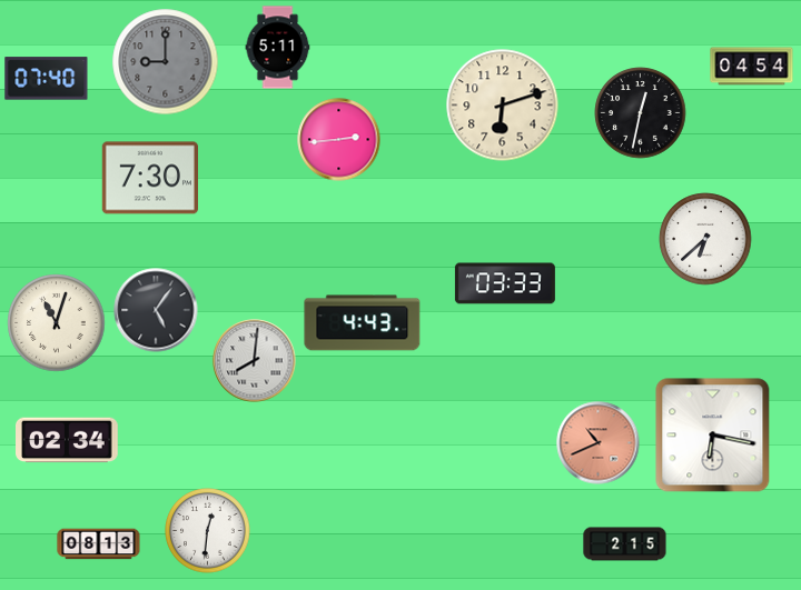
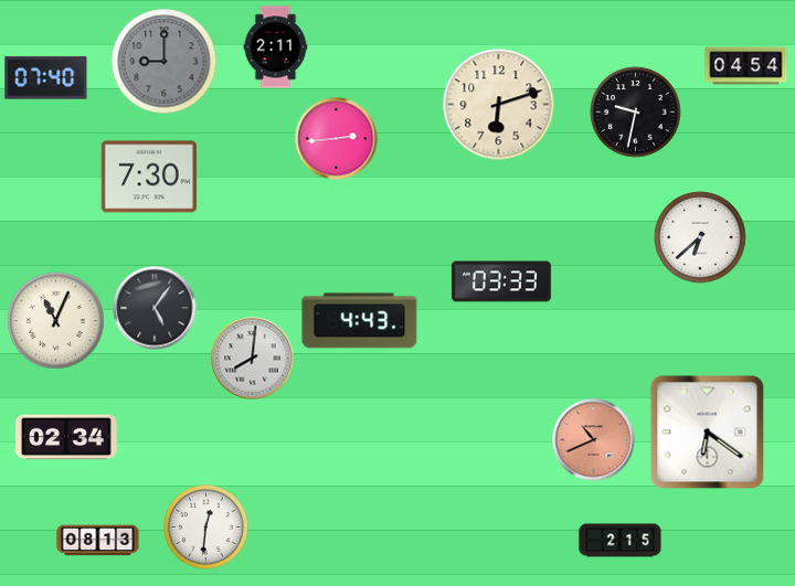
clock at (278, 48): 5:11 -> 2:11
clock at (641, 113): 12:32 -> 9:32
clock at (57, 323): 11:03 -> 11:04
clock at (713, 436): 6:17 -> 6:21
